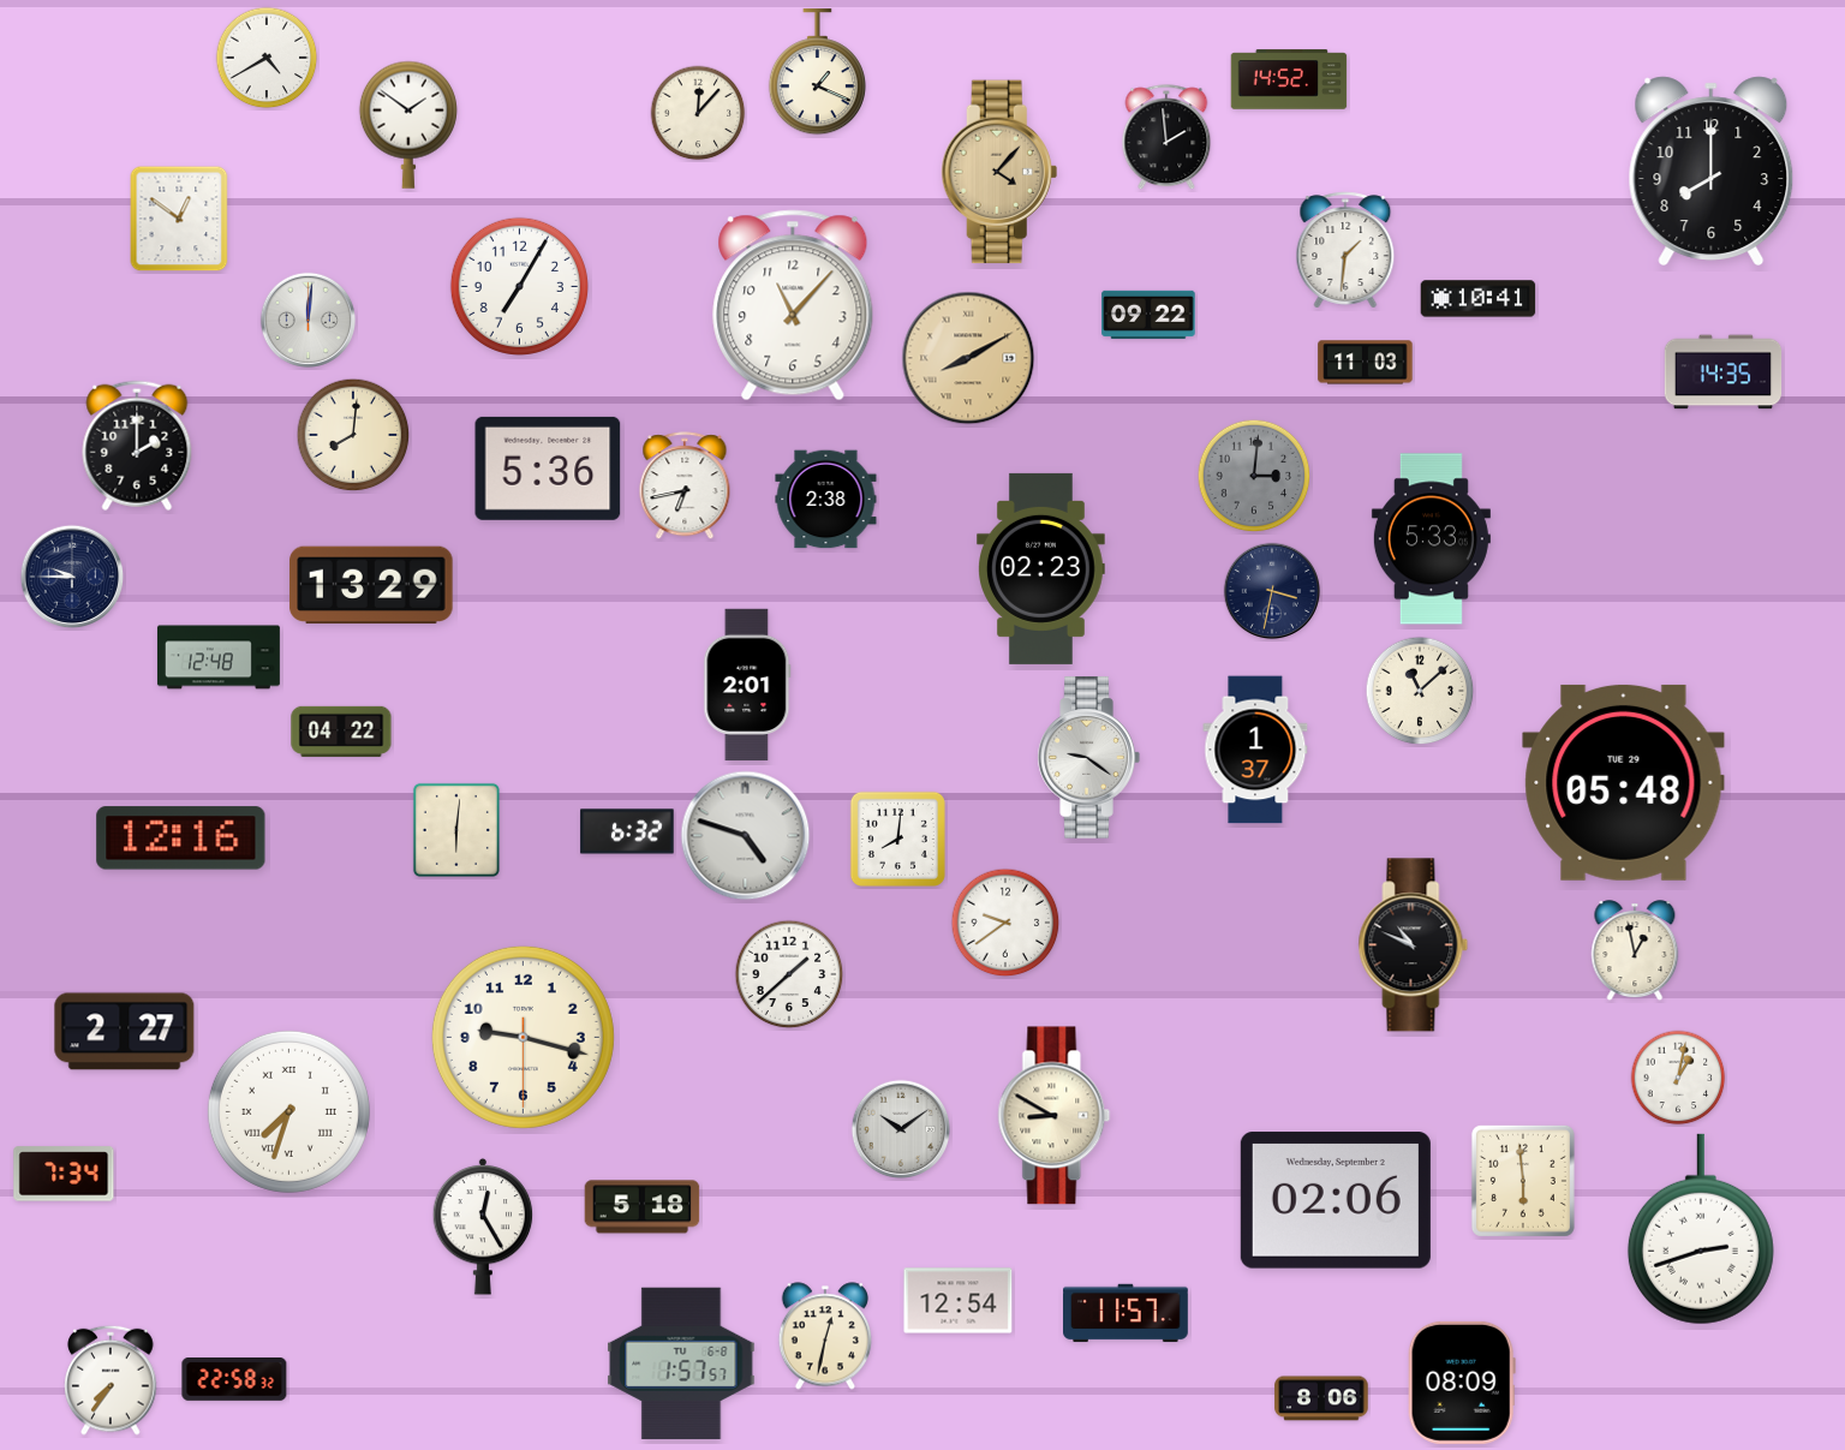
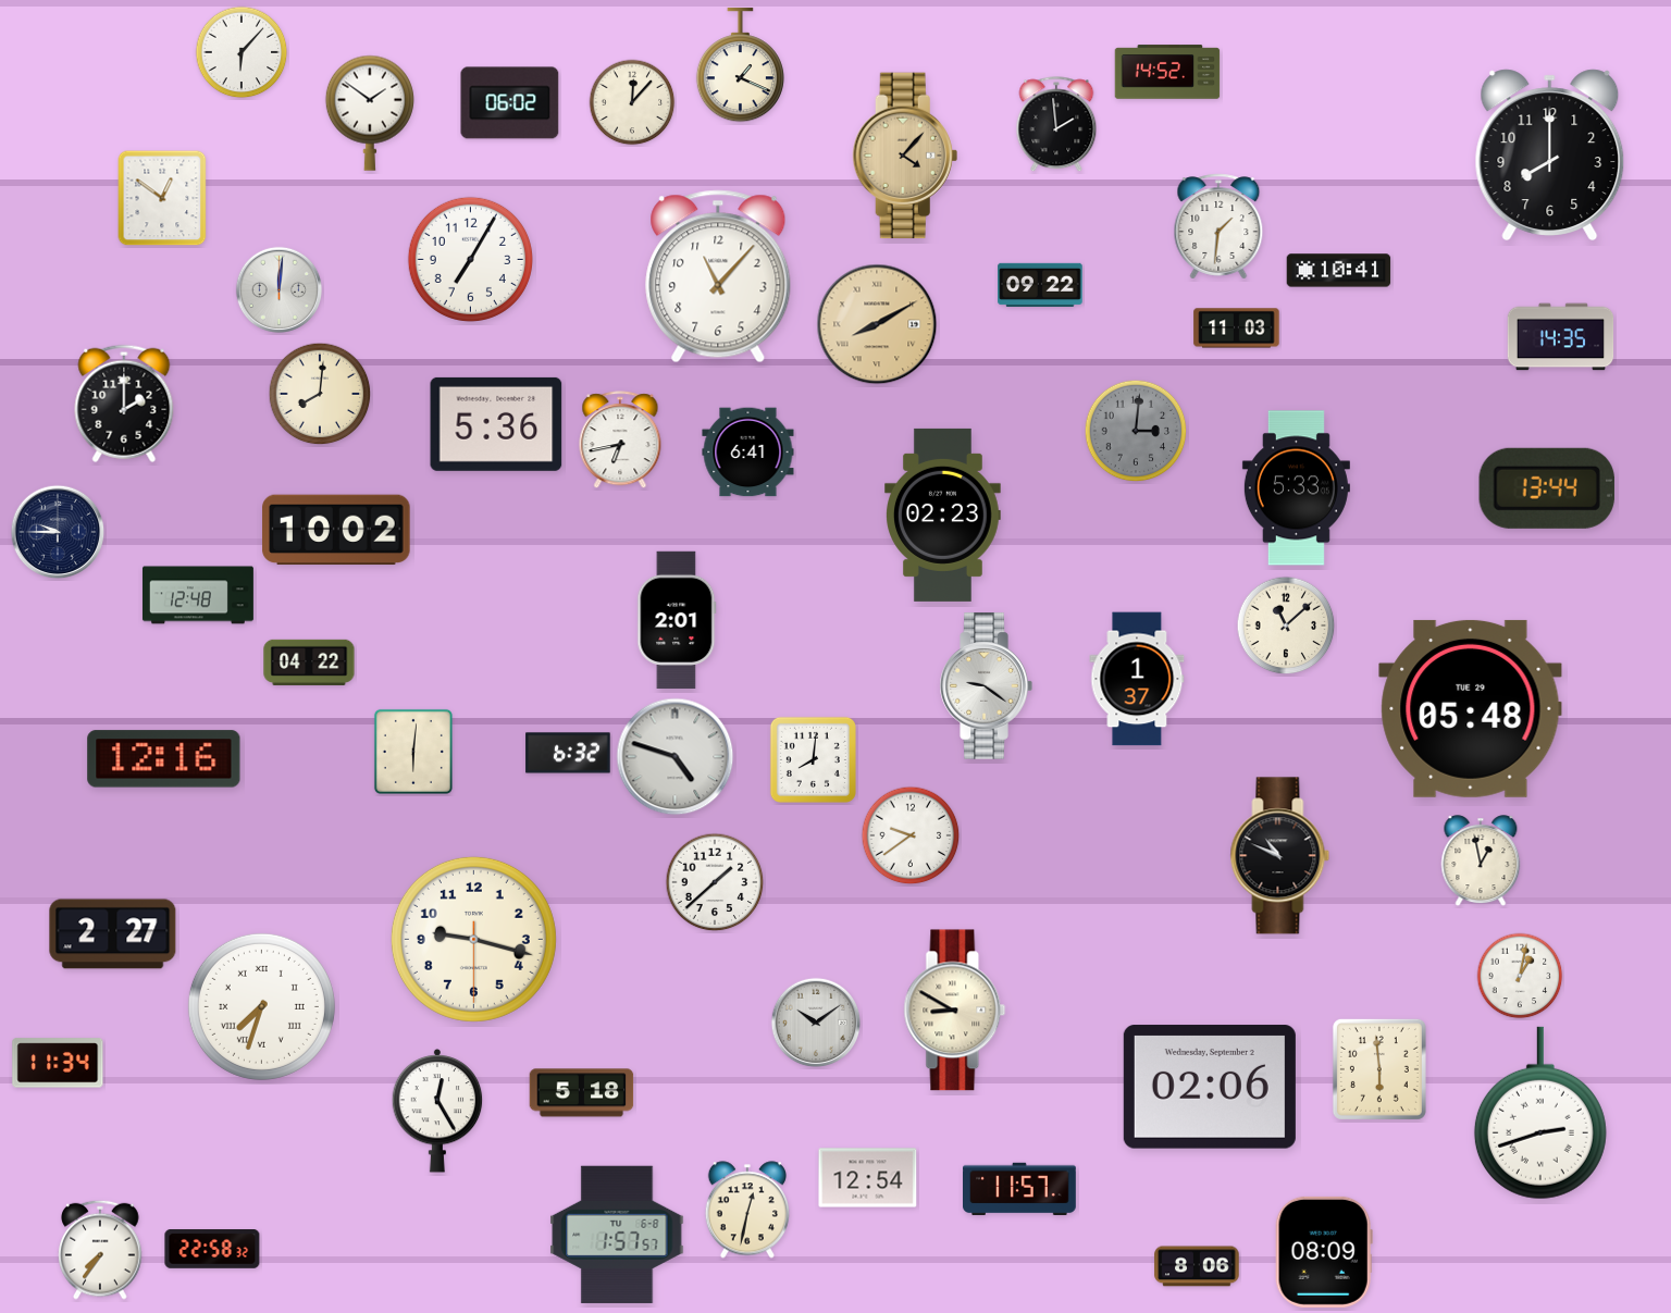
clock at (267, 58): 4:40 -> 6:07
clock at (510, 103): none -> 06:02
clock at (826, 500): 2:38 -> 6:41
clock at (1547, 488): none -> 13:44
clock at (72, 577) position: (72, 577) -> (58, 532)
clock at (371, 585): 13:29 -> 10:02
clock at (1272, 591): 3:32 -> none
clock at (64, 1174): 7:34 -> 11:34
